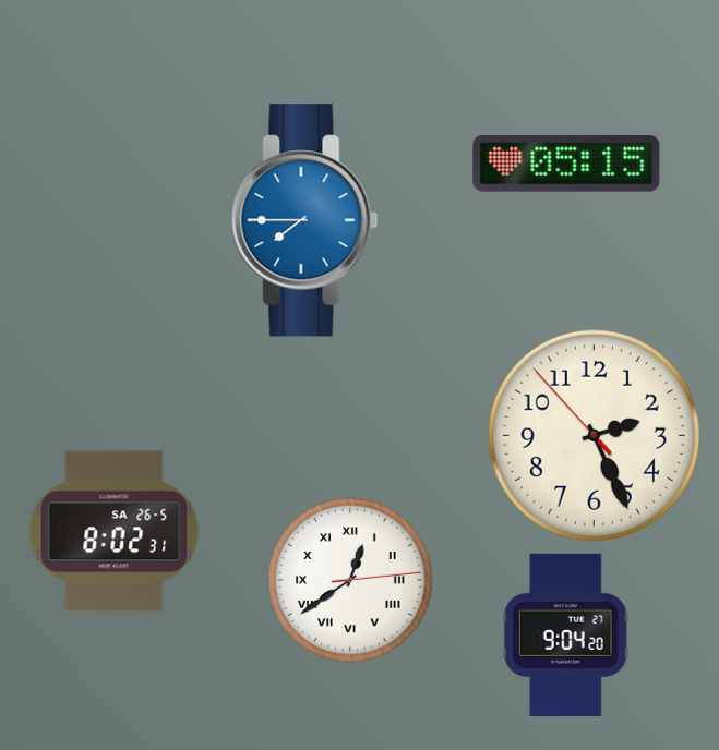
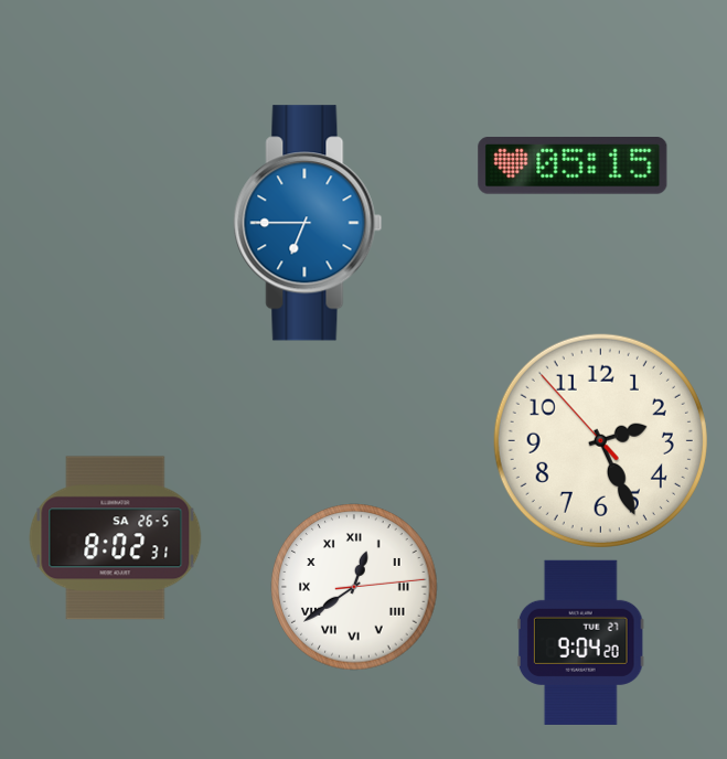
clock at (304, 220): 7:45 -> 6:45
clock at (565, 634) position: (565, 634) -> (580, 642)
